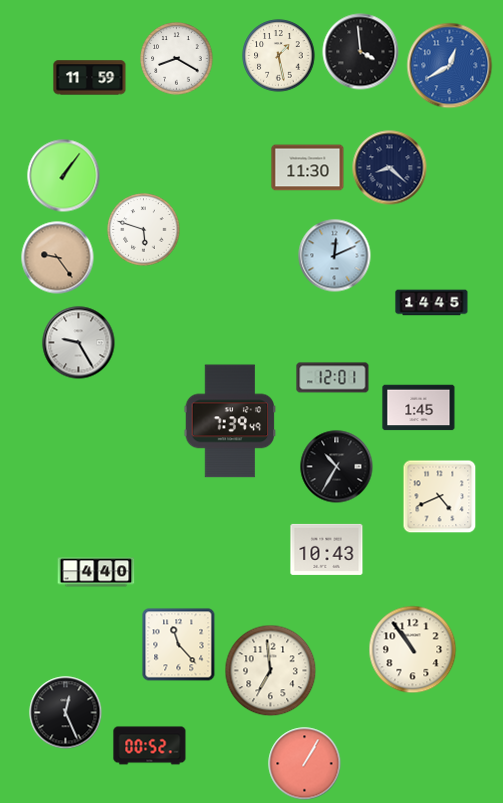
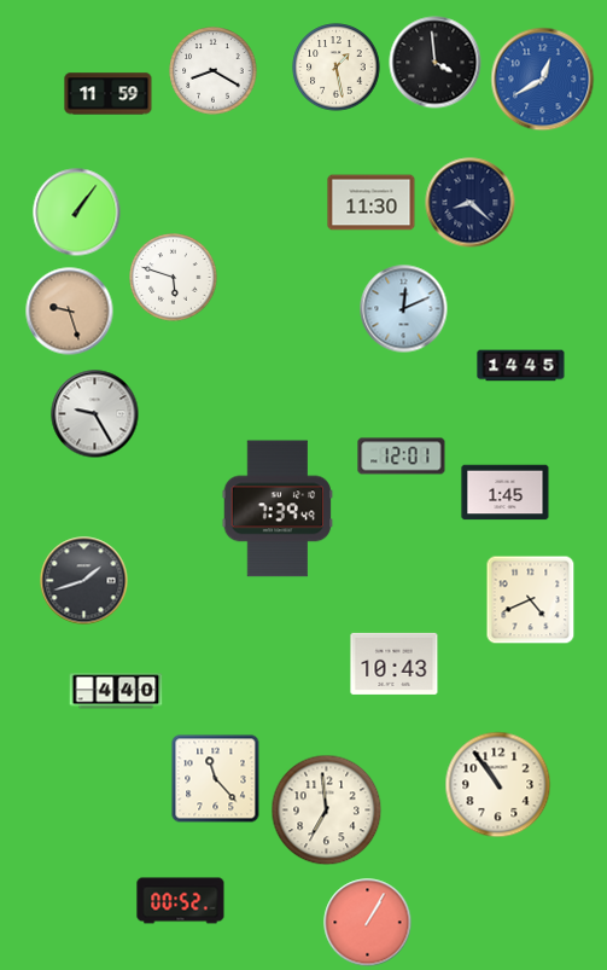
clock at (58, 258): 9:24 -> 9:27
clock at (337, 467): 10:35 -> none
clock at (84, 581): none -> 1:42
clock at (66, 713): 12:26 -> none
